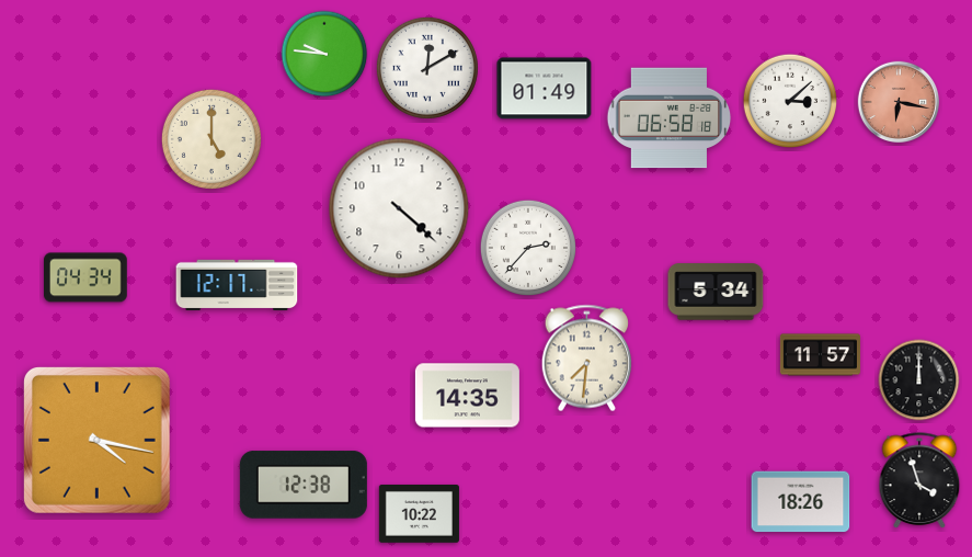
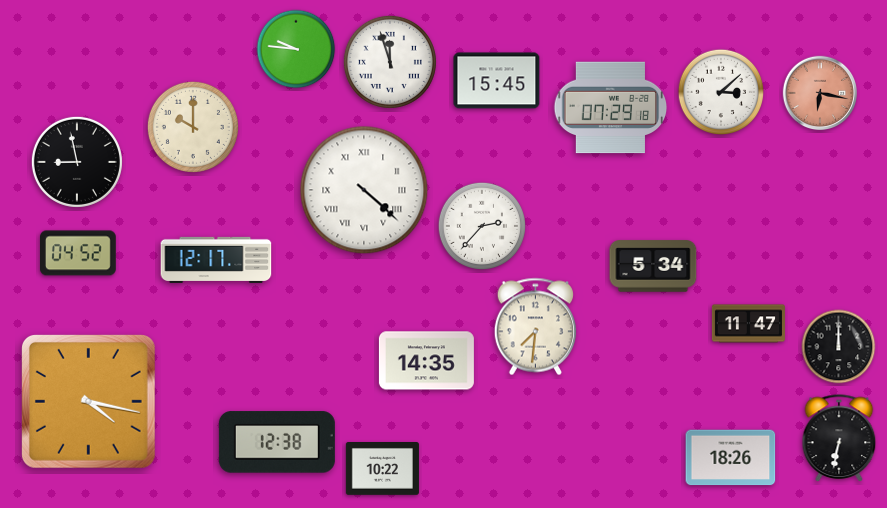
clock at (427, 68): 12:10 -> 11:57
clock at (545, 89): 01:49 -> 15:45
clock at (670, 118): 06:58 -> 07:29
clock at (211, 139): 5:00 -> 10:00
clock at (77, 162): none -> 8:58
clock at (399, 208) numerals: Arabic -> Roman
clock at (87, 277): 04:34 -> 04:52
clock at (820, 355): 11:57 -> 11:47
clock at (919, 481): 3:57 -> 6:32
